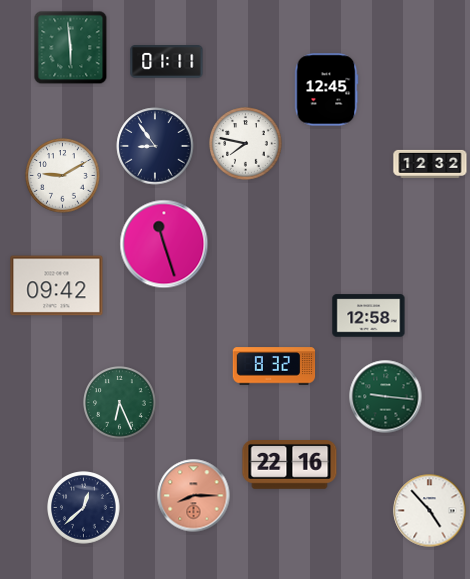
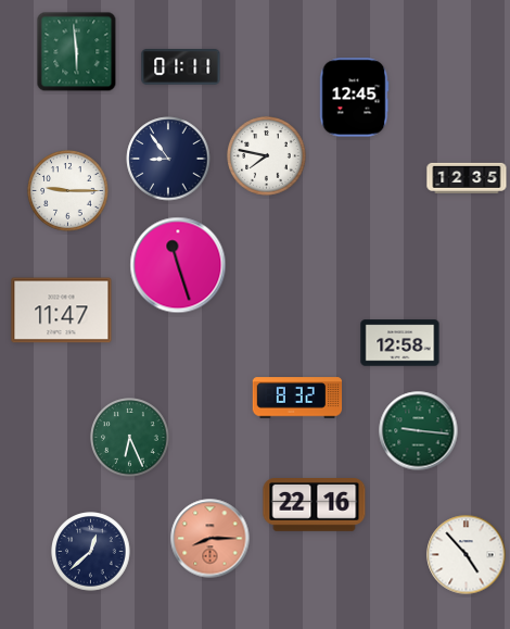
clock at (430, 164): 12:32 -> 12:35
clock at (63, 176): 9:10 -> 9:15
clock at (57, 286): 09:42 -> 11:47
